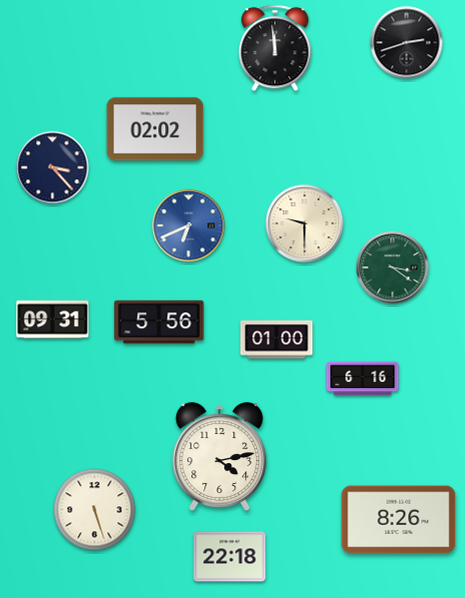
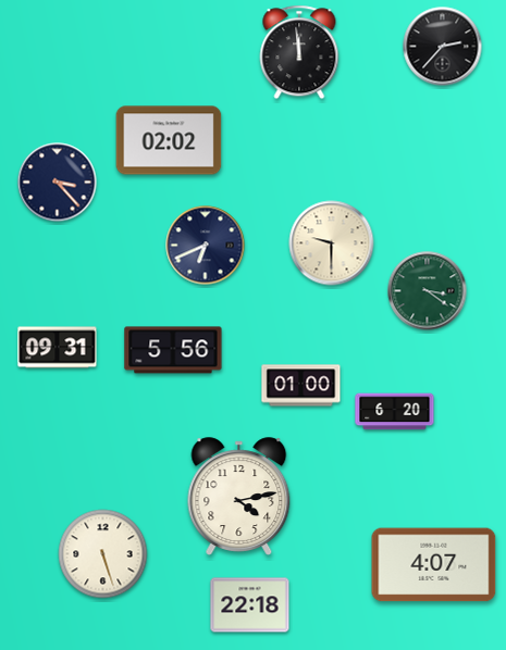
clock at (407, 43): 2:42 -> 2:37
clock at (189, 226) dial: blue -> navy
clock at (277, 340) position: (277, 340) -> (301, 386)
clock at (363, 379): 6:16 -> 6:20
clock at (399, 520): 8:26 -> 4:07
